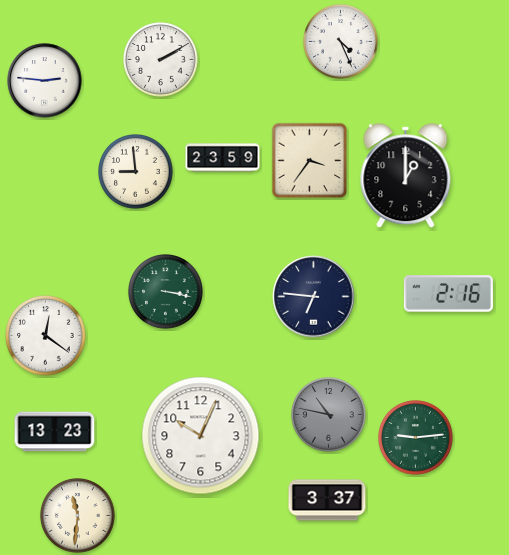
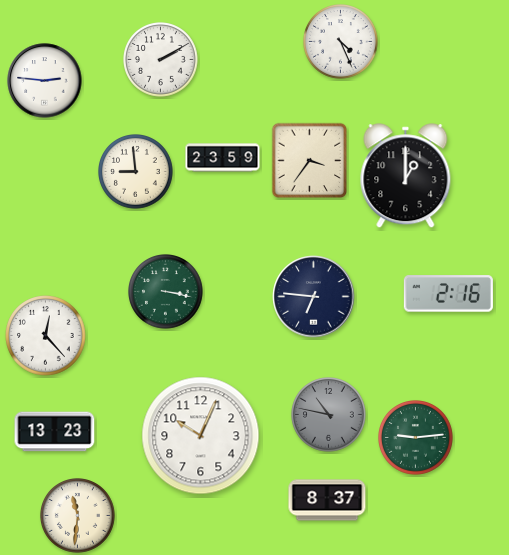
clock at (46, 336): 12:21 -> 12:23
clock at (327, 500): 3:37 -> 8:37
